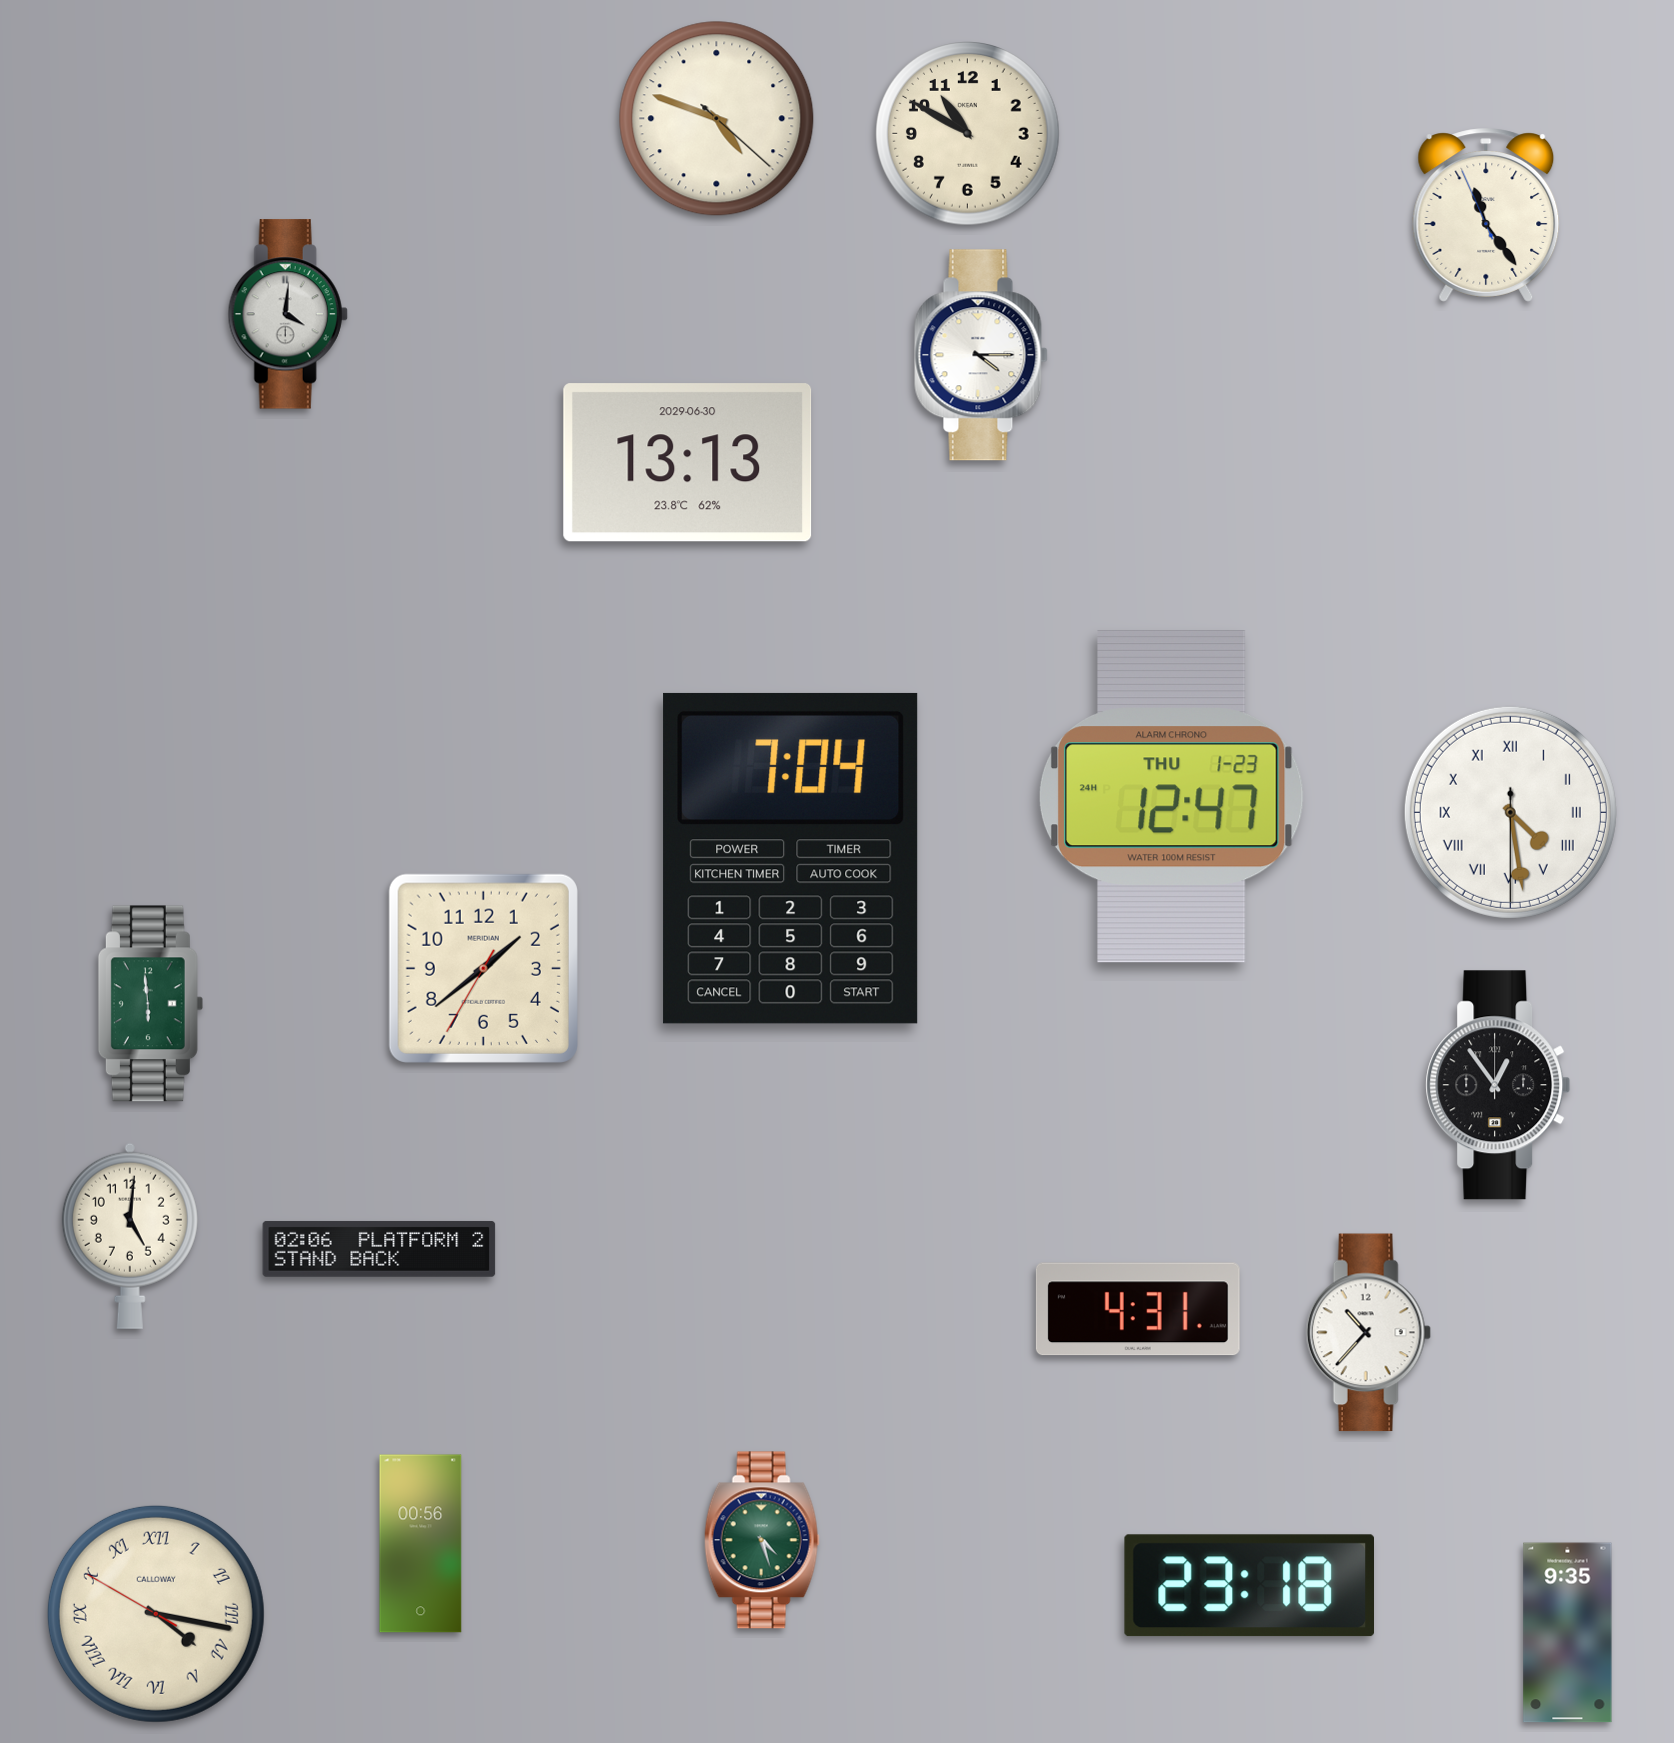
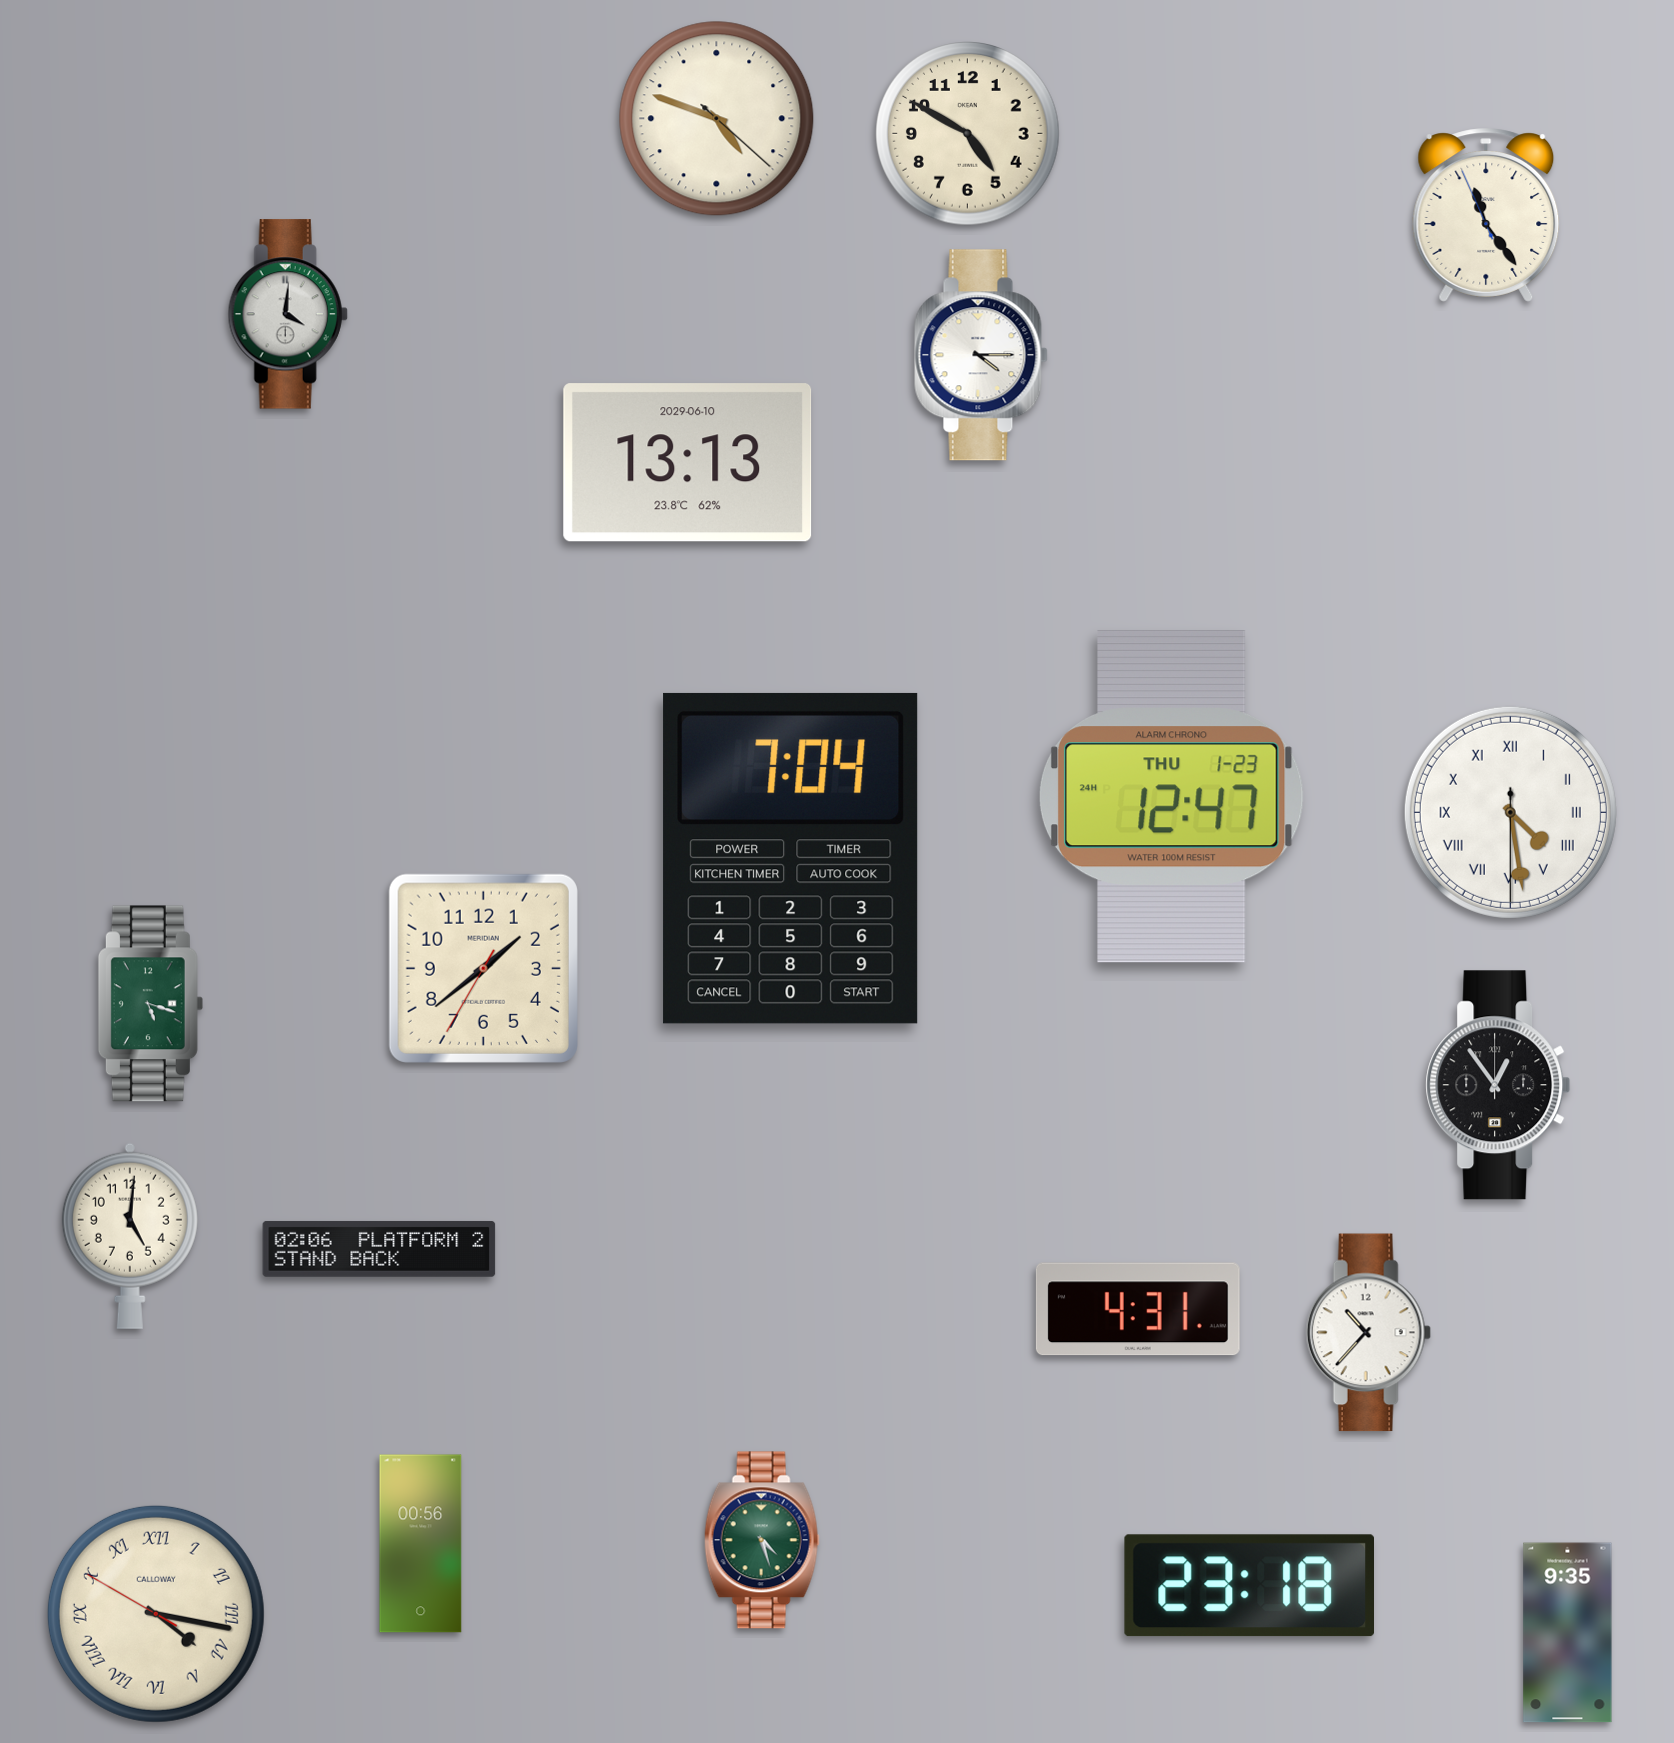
clock at (968, 134): 10:50 -> 4:50
clock at (688, 463) date: 2029-06-30 -> 2029-06-10
clock at (150, 1004): 5:59 -> 5:18
